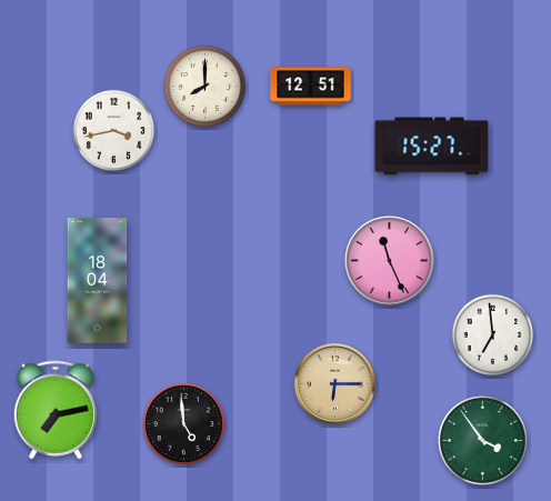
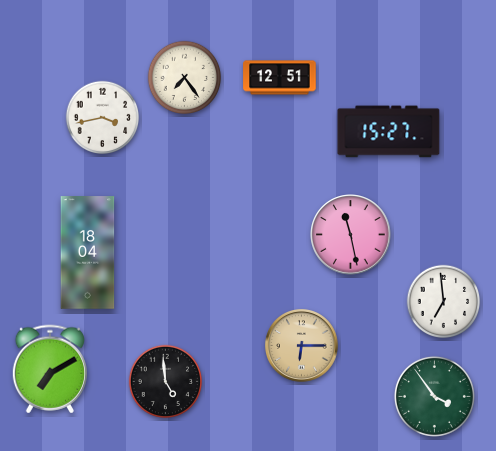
clock at (206, 87): 8:00 -> 7:24
clock at (390, 261): 11:26 -> 11:28
clock at (54, 410): 7:13 -> 7:10
